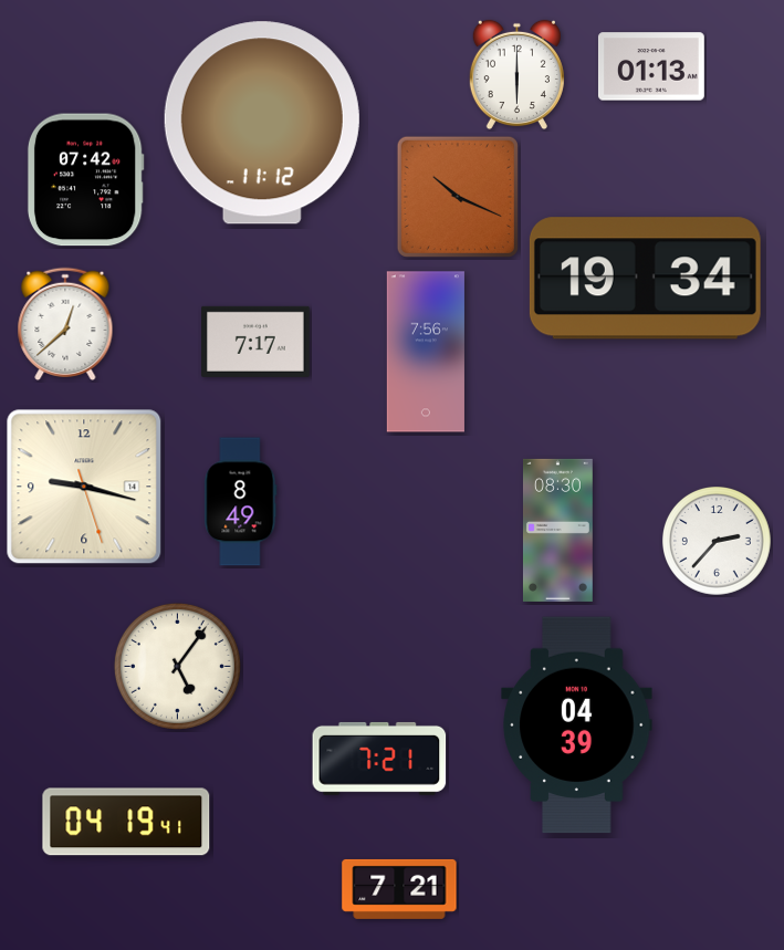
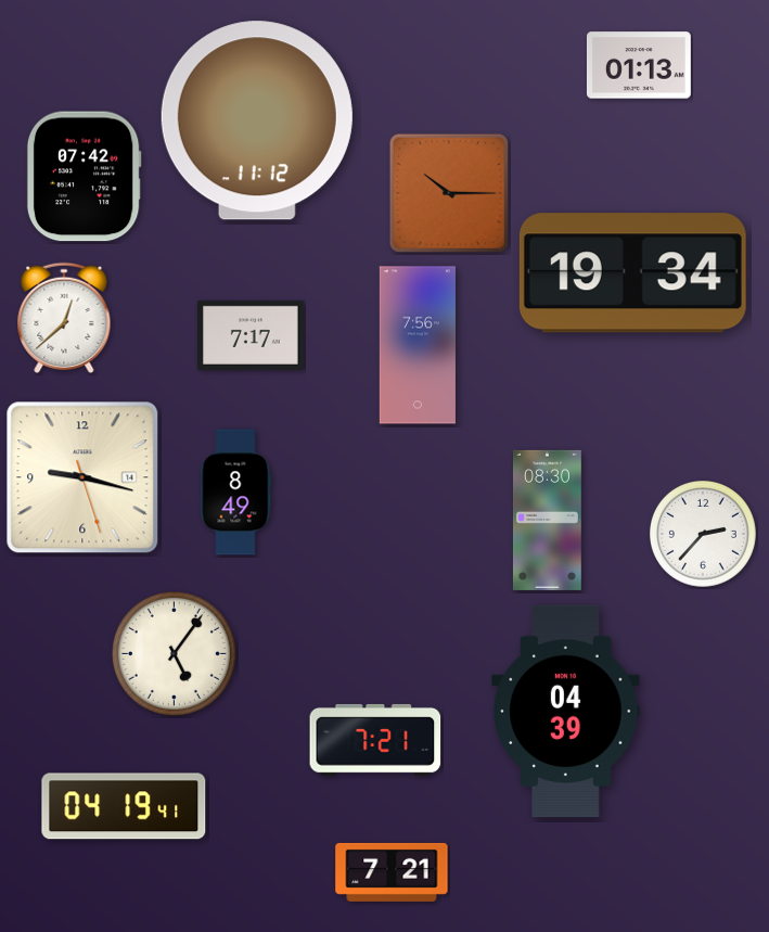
clock at (516, 75): 6:00 -> none
clock at (458, 197): 10:19 -> 10:15
clock at (718, 542) position: (718, 542) -> (704, 535)
clock at (379, 759) position: (379, 759) -> (375, 740)
